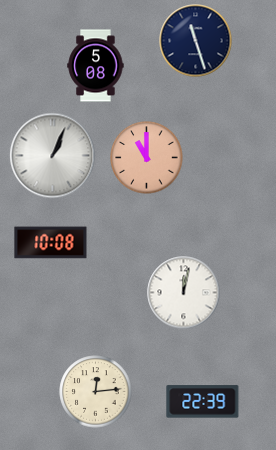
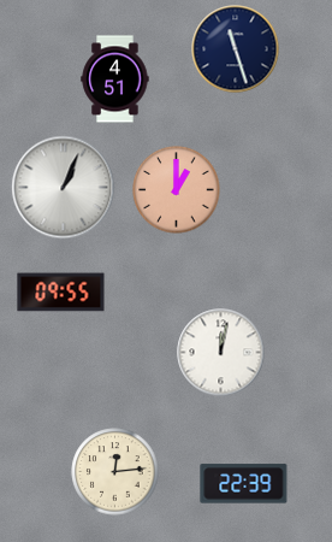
clock at (96, 66): 5:08 -> 4:51
clock at (147, 158): 11:00 -> 1:00
clock at (51, 243): 10:08 -> 09:55
